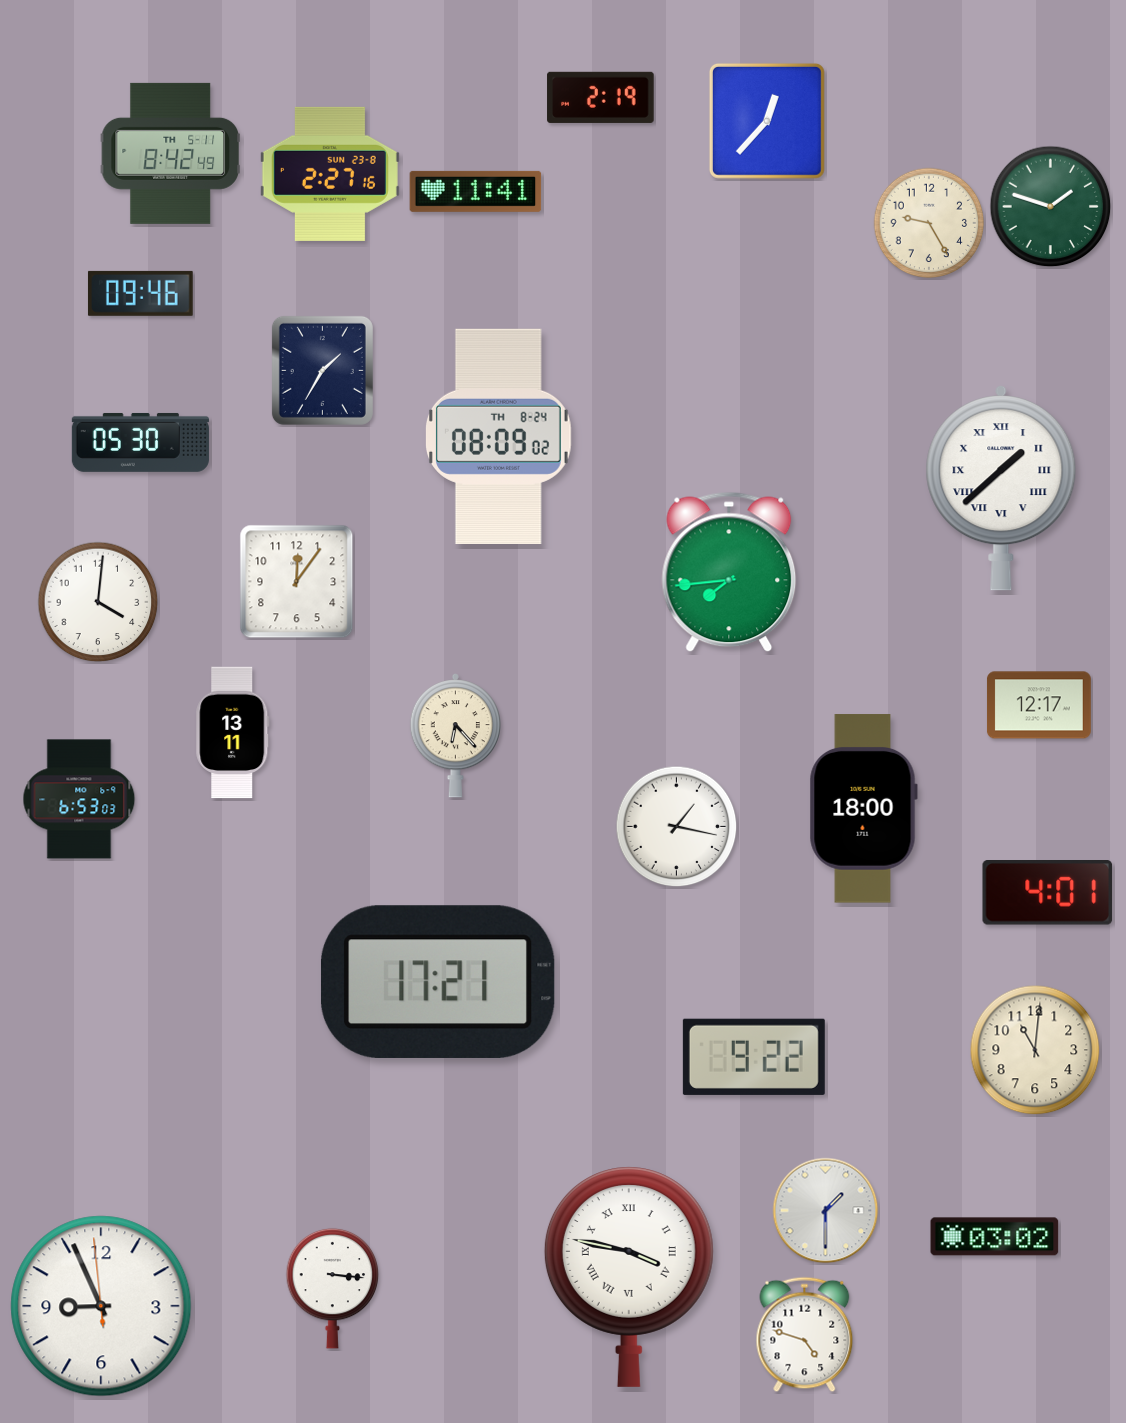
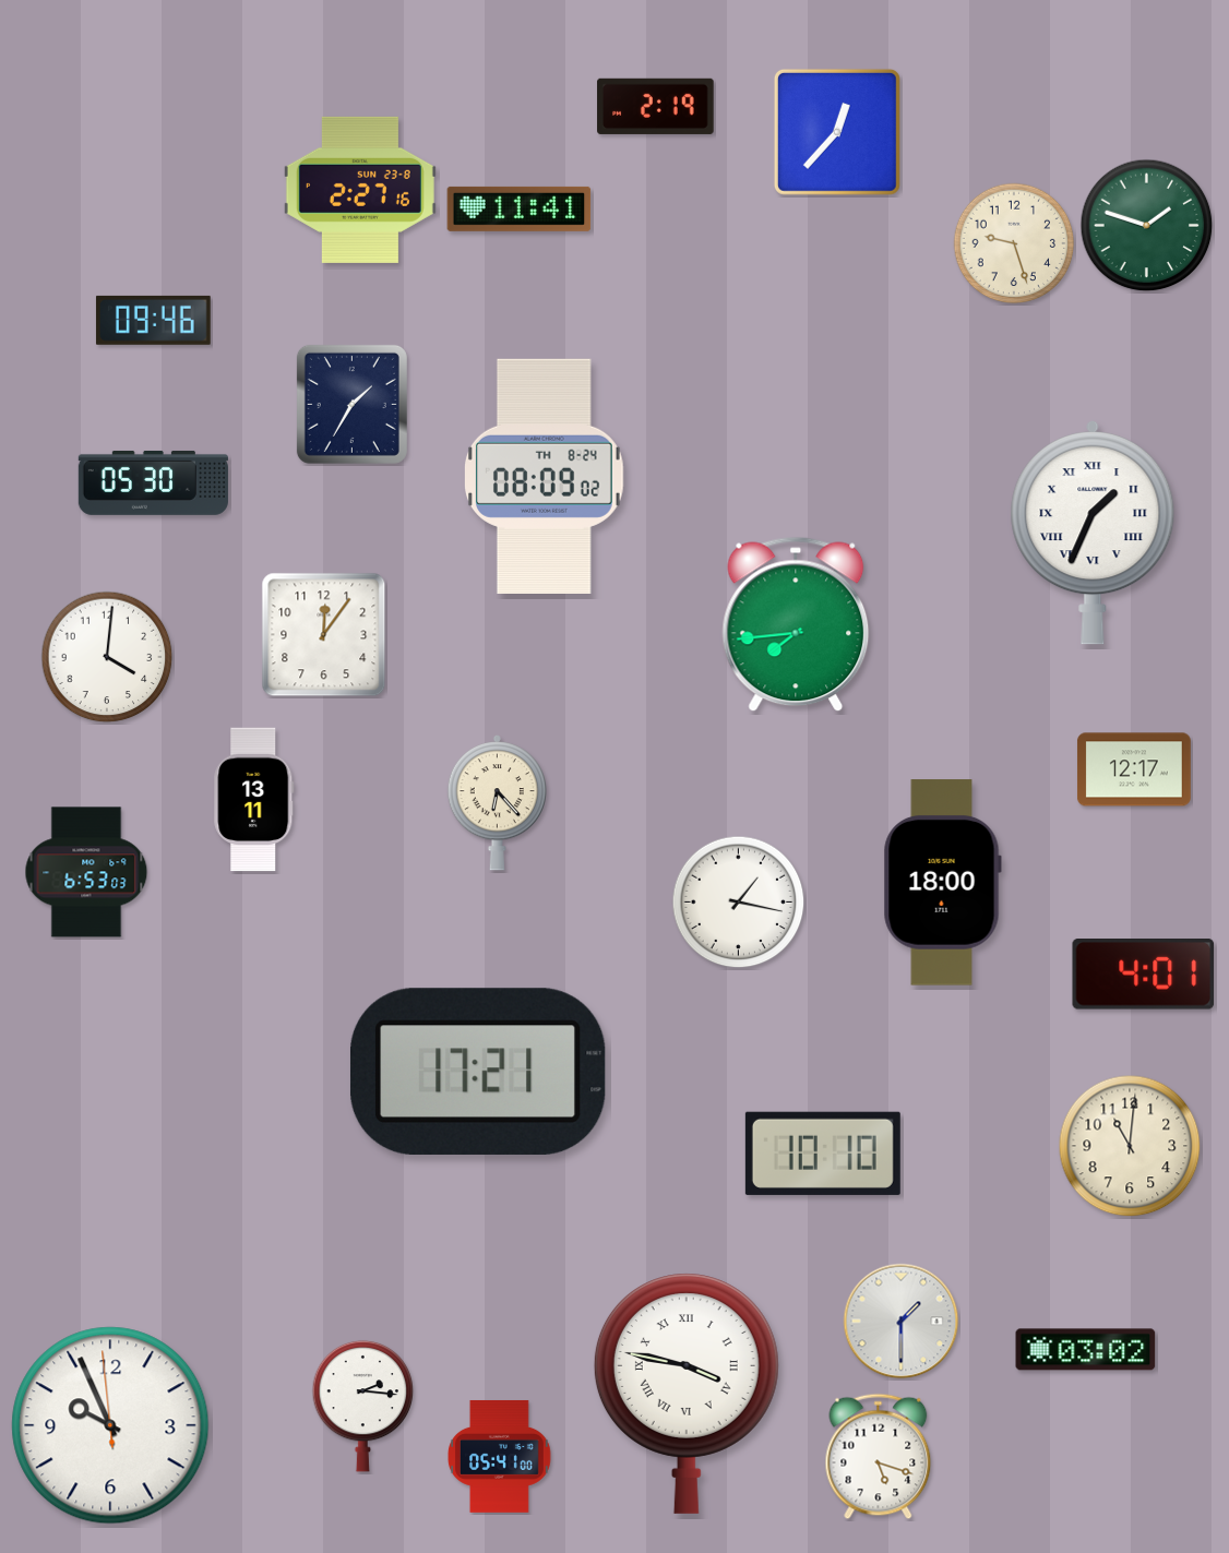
clock at (170, 153): 8:42 -> none
clock at (929, 223): 9:25 -> 9:27
clock at (1001, 489): 1:38 -> 1:34
clock at (754, 1057): 9:22 -> 10:10
clock at (333, 1288): 3:16 -> 2:16
clock at (101, 1306): 8:55 -> 9:55
clock at (499, 1456): none -> 05:41
clock at (805, 1335): 4:48 -> 5:18
